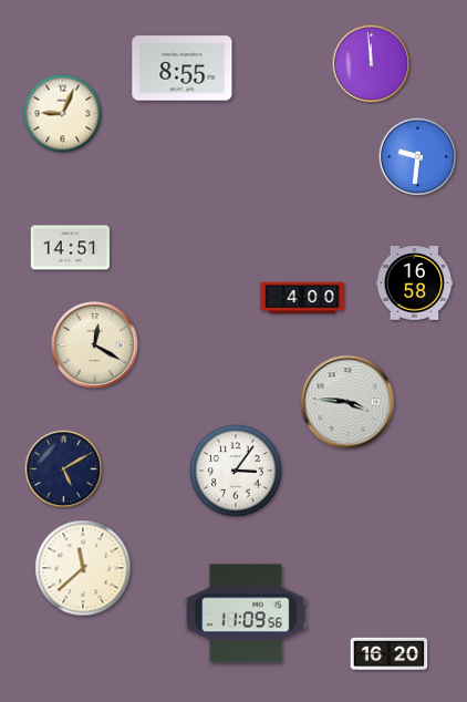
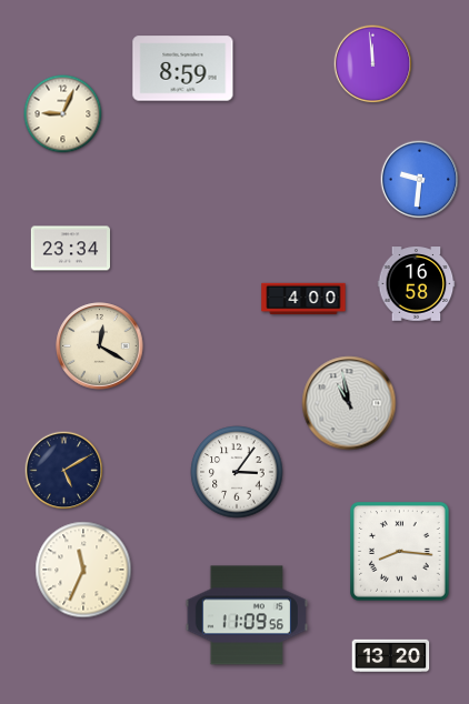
clock at (183, 69): 8:55 -> 8:59
clock at (418, 157) position: (418, 157) -> (420, 180)
clock at (70, 248): 14:51 -> 23:34
clock at (95, 345) position: (95, 345) -> (100, 346)
clock at (347, 402): 3:46 -> 10:58
clock at (400, 552): none -> 8:16
clock at (83, 568): 11:38 -> 11:34
clock at (390, 654): 16:20 -> 13:20
